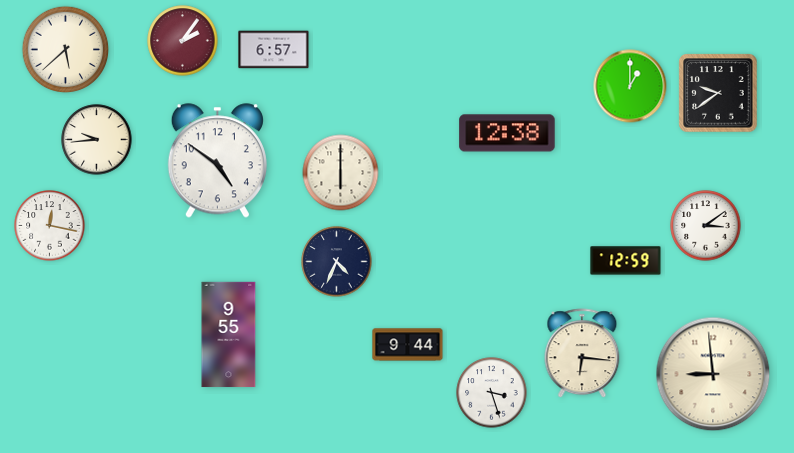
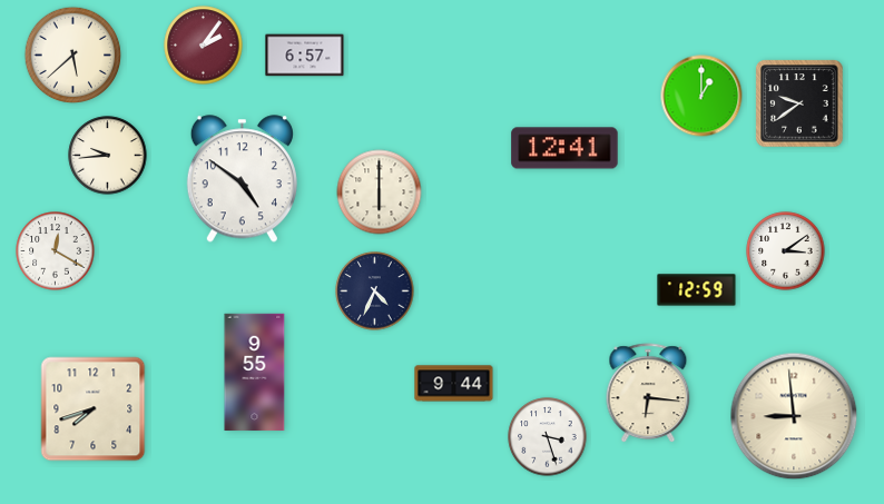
clock at (507, 133): 12:38 -> 12:41
clock at (50, 226): 12:17 -> 12:20
clock at (94, 409): none -> 7:42
